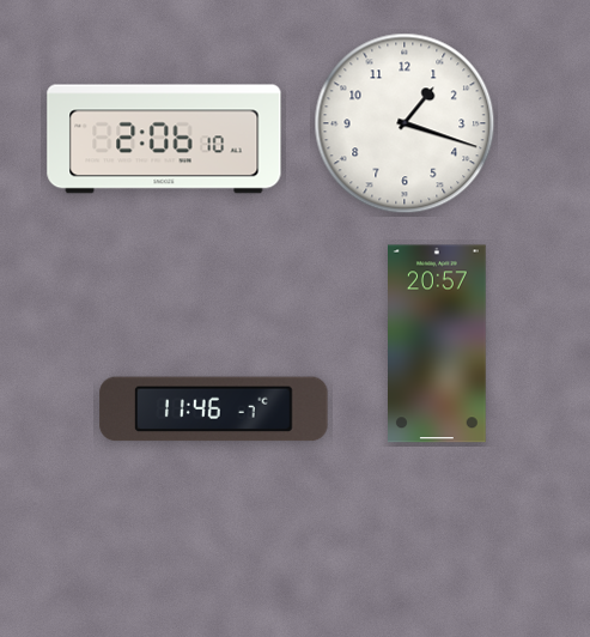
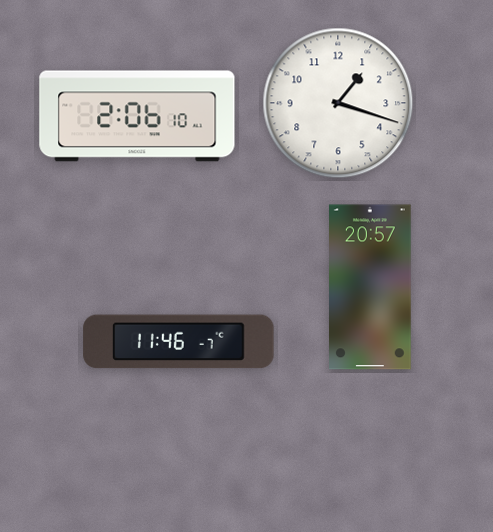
clock at (438, 344) position: (438, 344) -> (371, 287)
